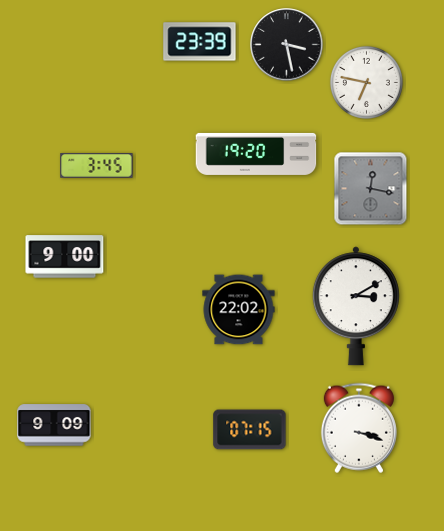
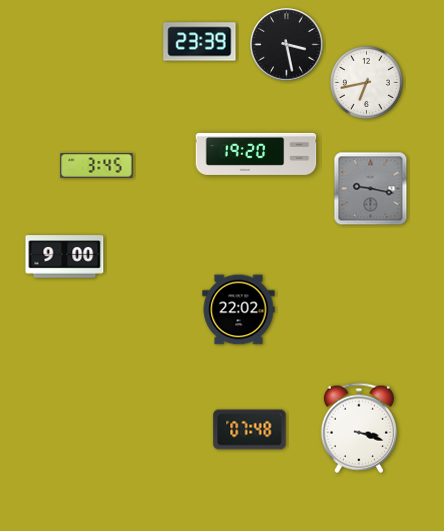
clock at (366, 82): 6:47 -> 6:43
clock at (371, 189): 12:17 -> 9:17
clock at (356, 306): 3:10 -> none
clock at (54, 425): 9:09 -> none
clock at (250, 430): 07:15 -> 07:48
